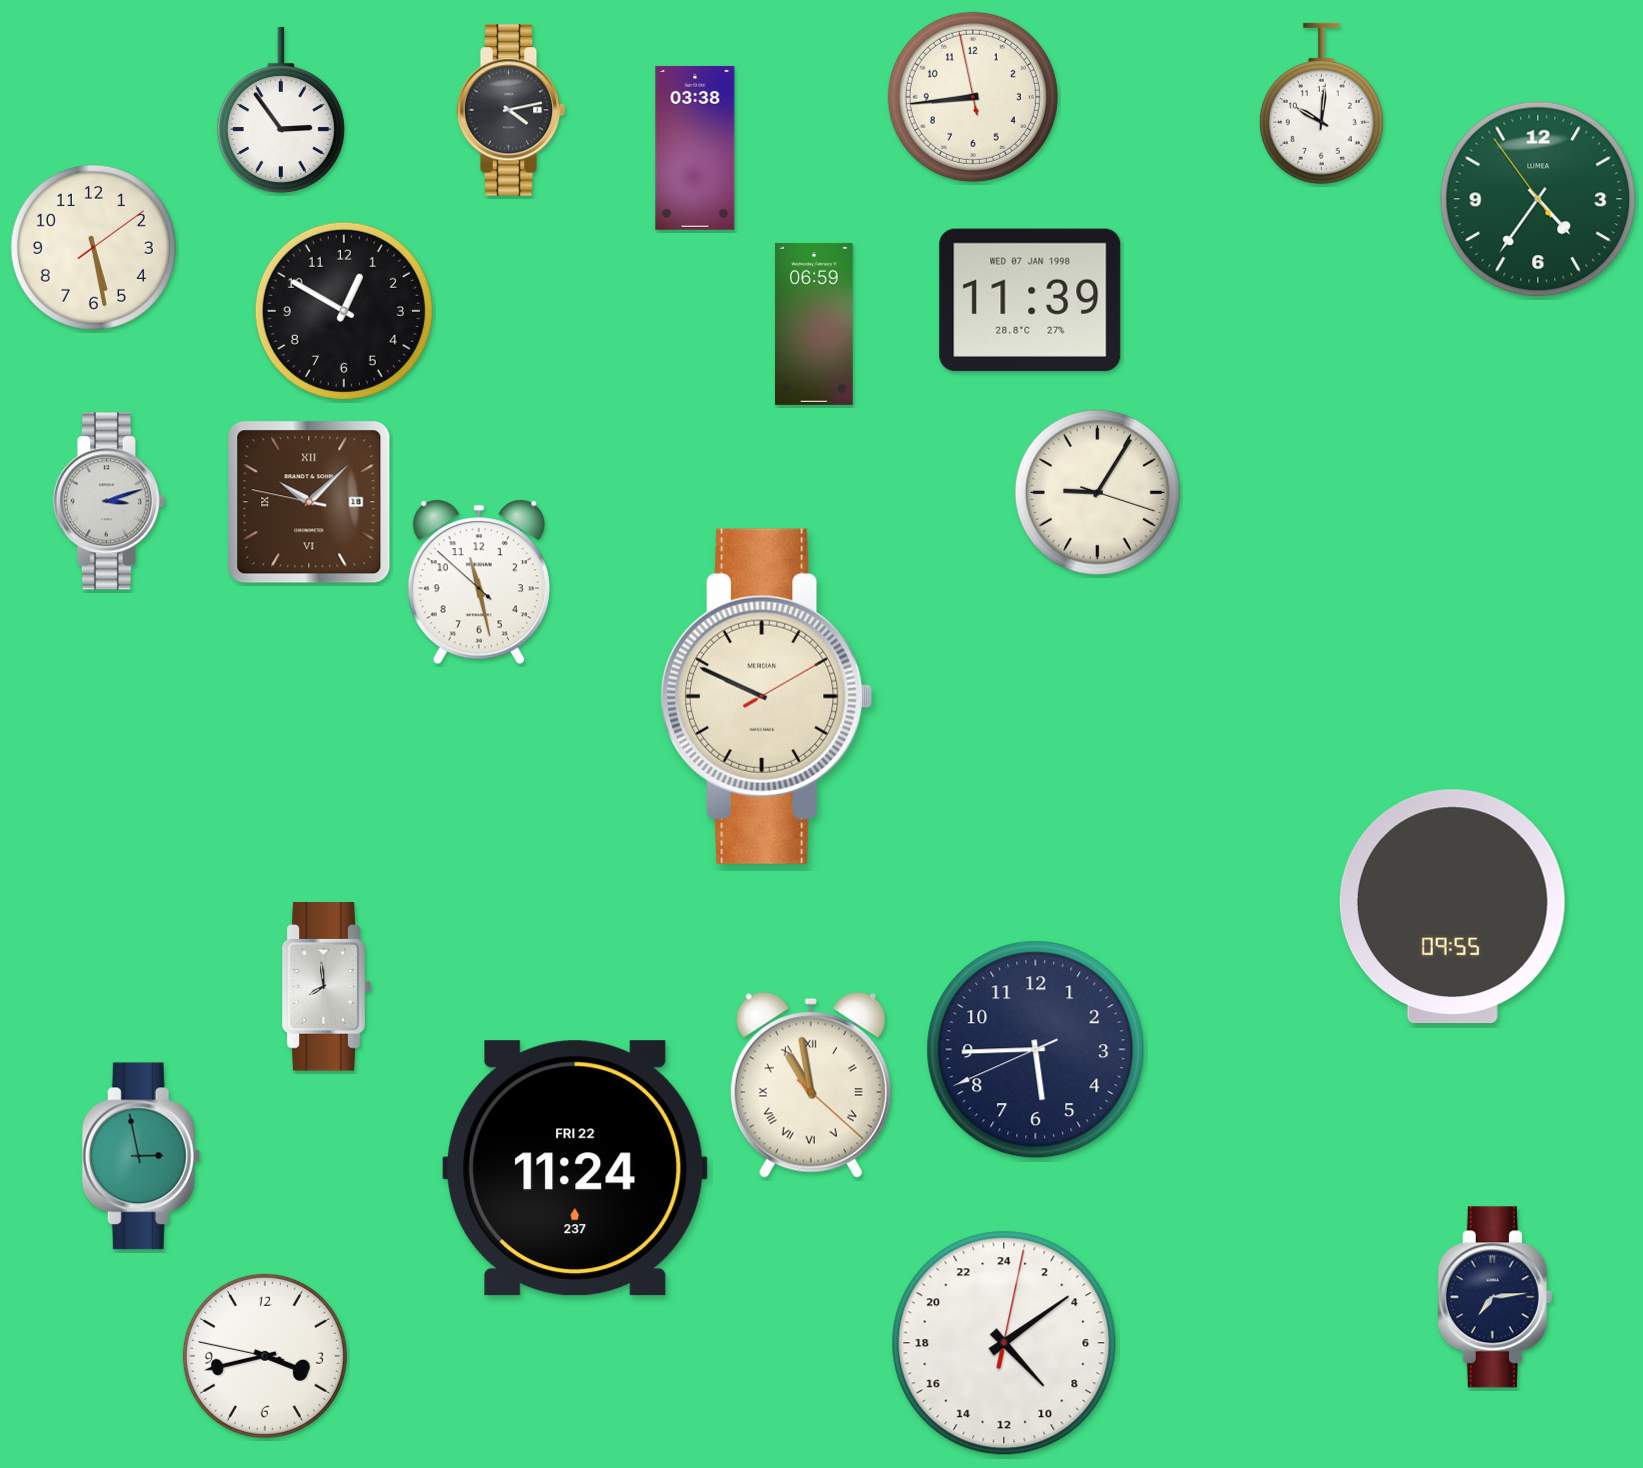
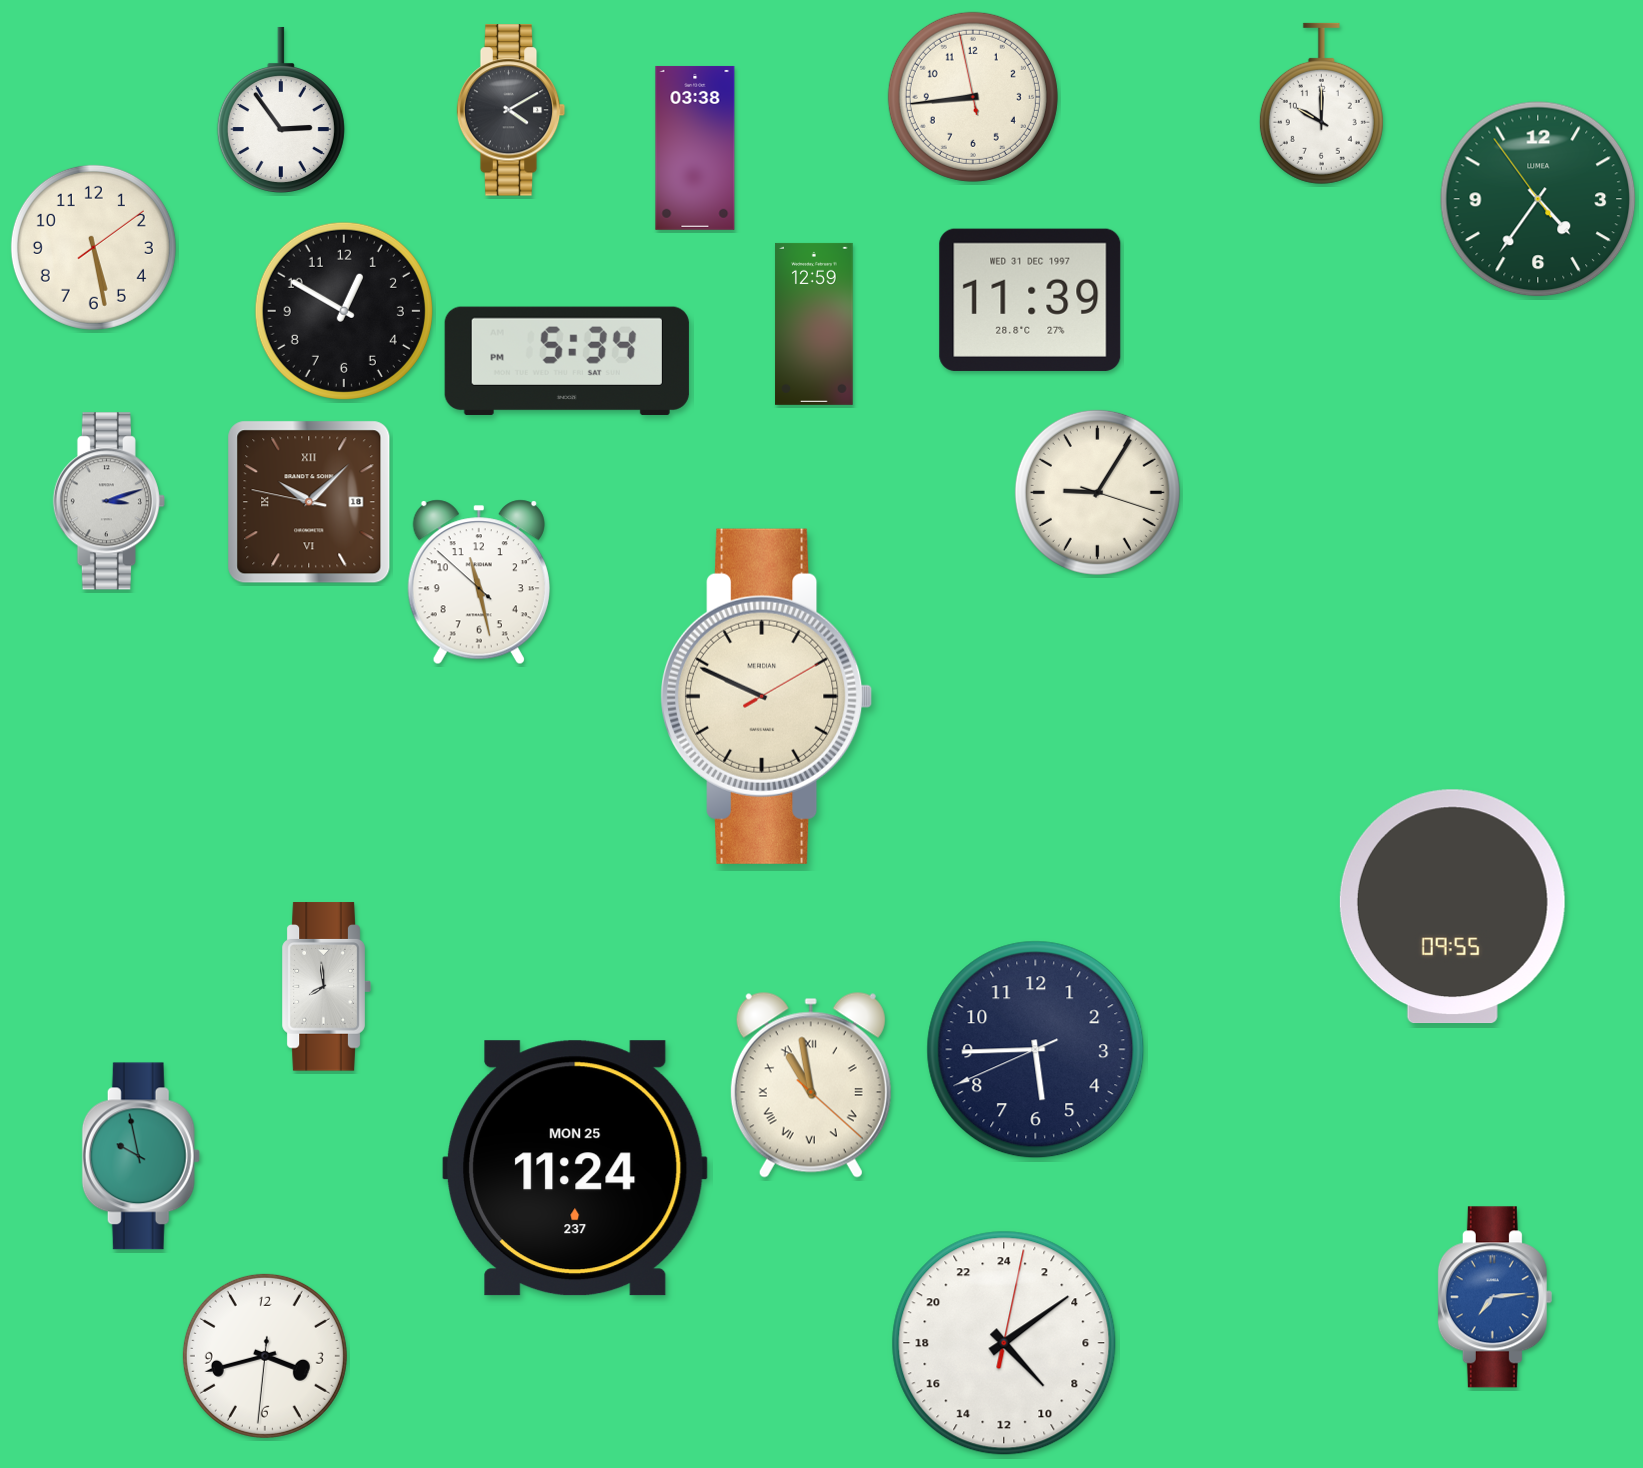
clock at (1321, 103): 10:01 -> 10:00
clock at (511, 110): 4:13 -> 4:10
clock at (1030, 300) date: WED 07 JAN 1998 -> WED 31 DEC 1997
clock at (814, 324): 06:59 -> 12:59
clock at (567, 361): none -> 5:34
clock at (141, 1156): 2:58 -> 9:58
clock at (576, 1168) date: FRI 22 -> MON 25
clock at (1495, 1297) dial: navy -> blue
clock at (265, 1356): 3:42:47 -> 3:42:31
